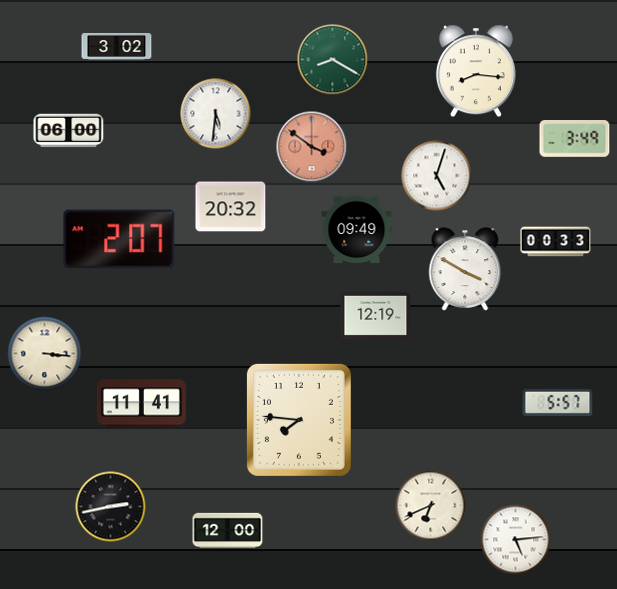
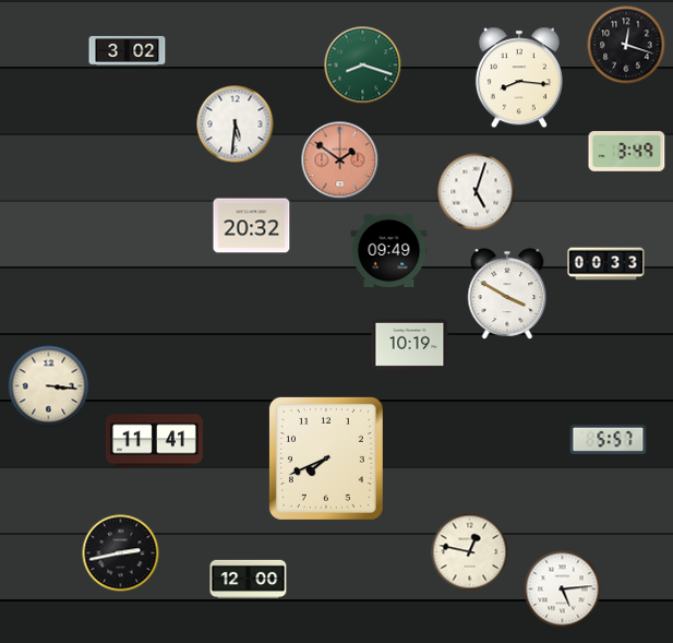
clock at (626, 45): none -> 12:18
clock at (333, 60): 8:20 -> 8:18
clock at (69, 131): 06:00 -> none
clock at (312, 147): 3:51 -> 1:51
clock at (119, 239): 2:07 -> none
clock at (376, 315): 12:19 -> 10:19
clock at (299, 420): 7:46 -> 7:41
clock at (431, 506): 6:41 -> 12:47
